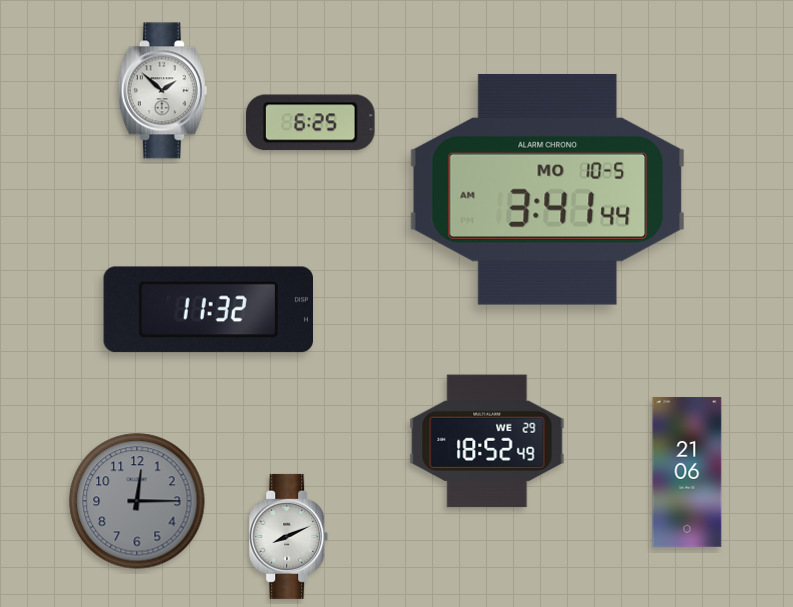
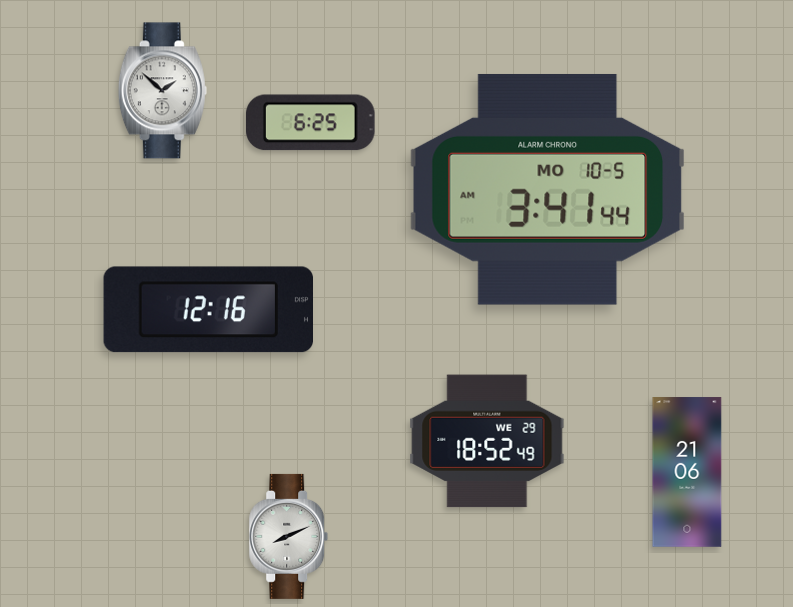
clock at (208, 310): 11:32 -> 12:16
clock at (137, 501): 12:15 -> none
